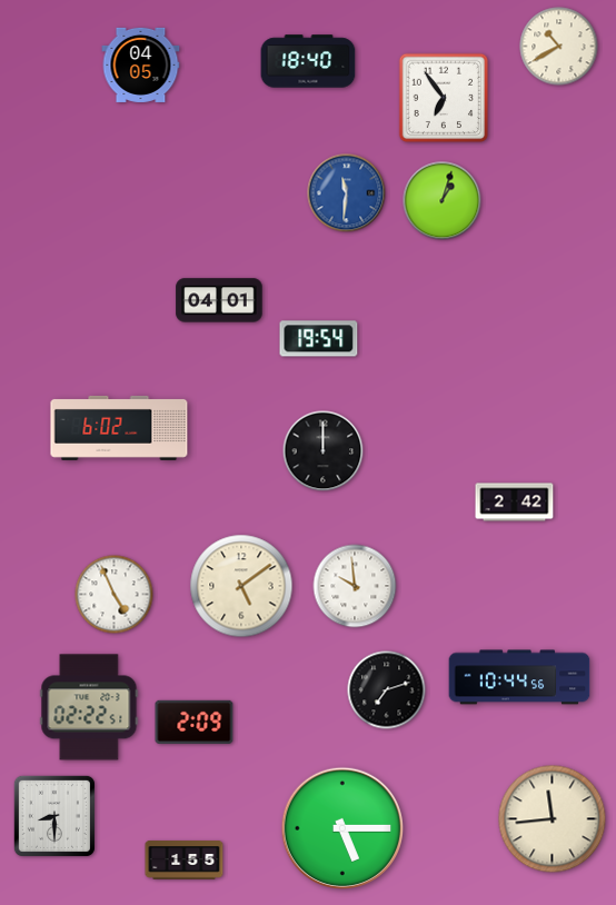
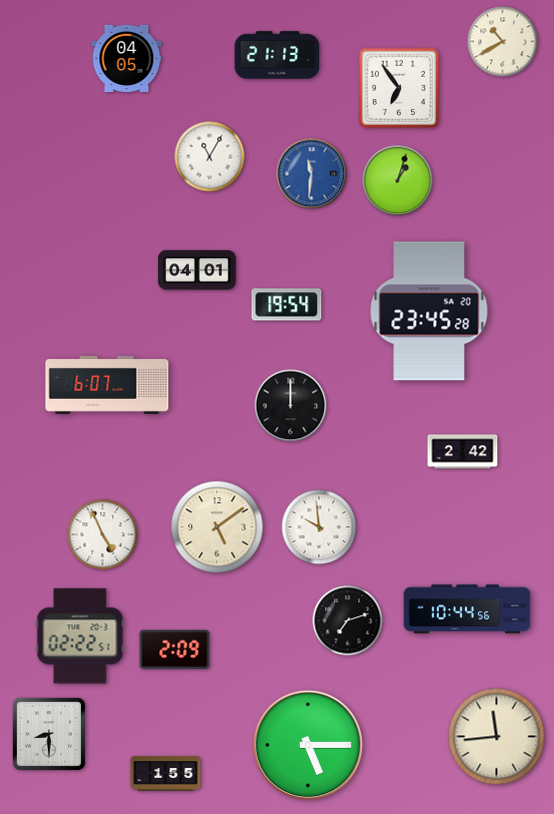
clock at (308, 61): 18:40 -> 21:13
clock at (210, 157): none -> 11:05
clock at (429, 311): none -> 23:45
clock at (119, 428): 6:02 -> 6:07
